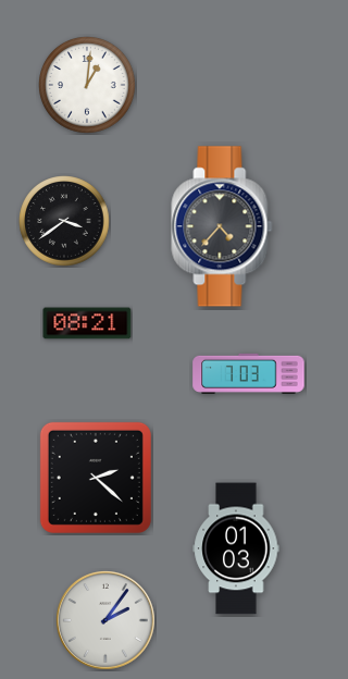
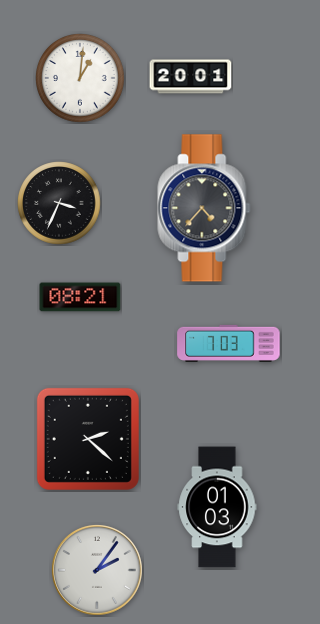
clock at (191, 77): none -> 20:01
clock at (64, 221): 3:39 -> 3:34
clock at (236, 548) position: (236, 548) -> (217, 507)
